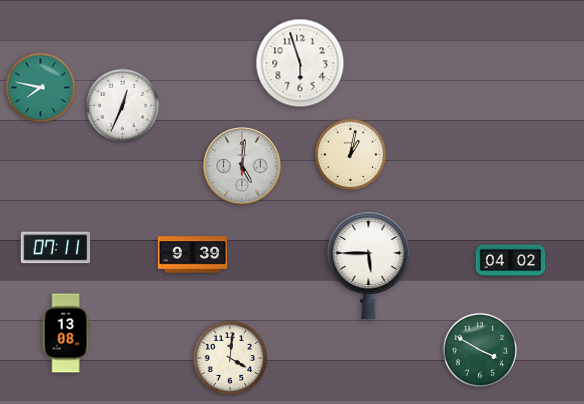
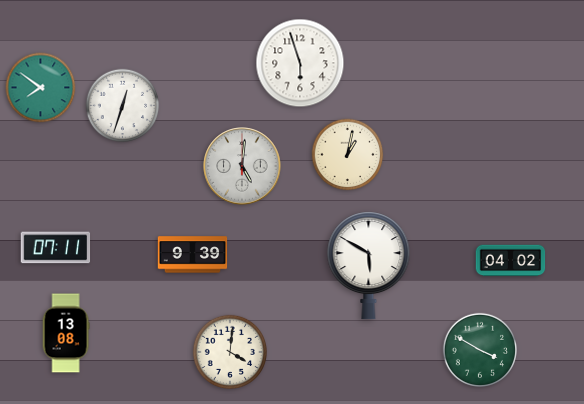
clock at (41, 88): 7:47 -> 7:51
clock at (123, 106): 12:34 -> 12:33
clock at (351, 155) position: (351, 155) -> (348, 155)
clock at (369, 266): 5:45 -> 5:50
clock at (230, 358) position: (230, 358) -> (230, 352)
